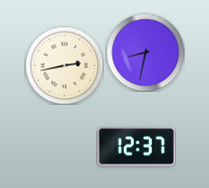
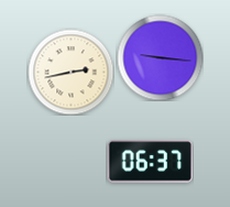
clock at (145, 52): 8:32 -> 9:16
clock at (136, 147): 12:37 -> 06:37
